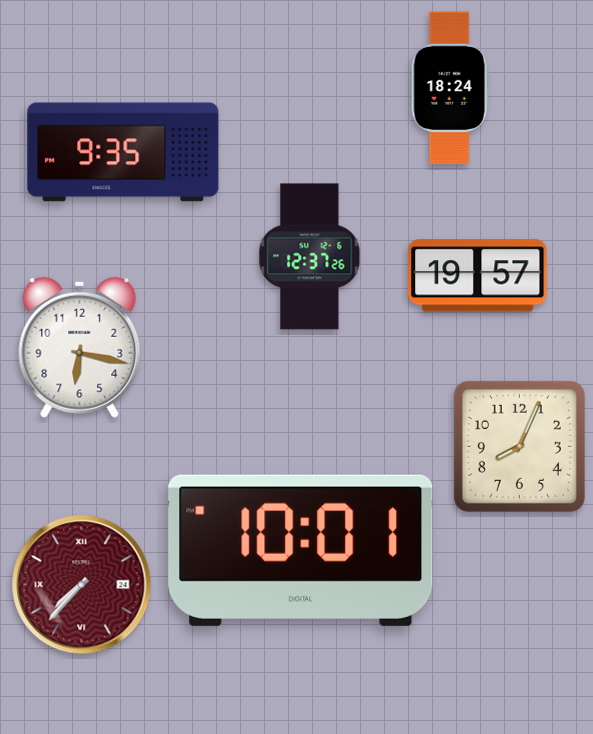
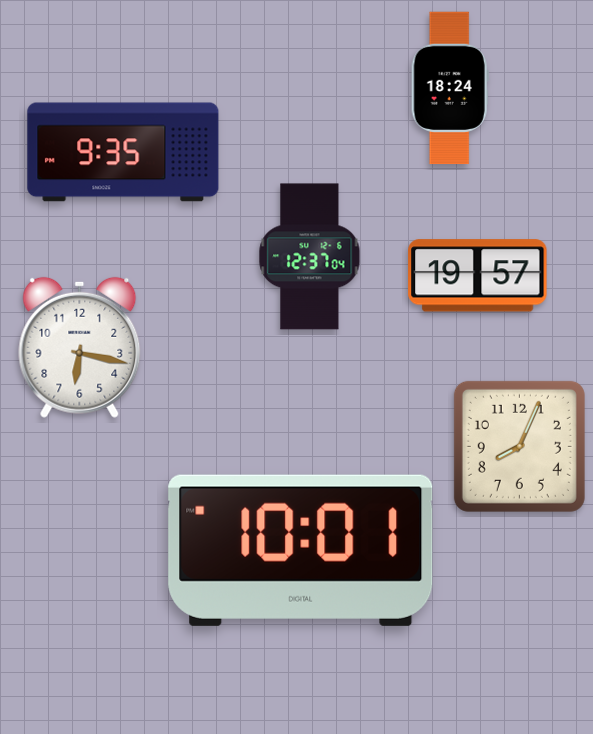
clock at (310, 257): 12:37:26 -> 12:37:04
clock at (82, 585): 7:37 -> none
